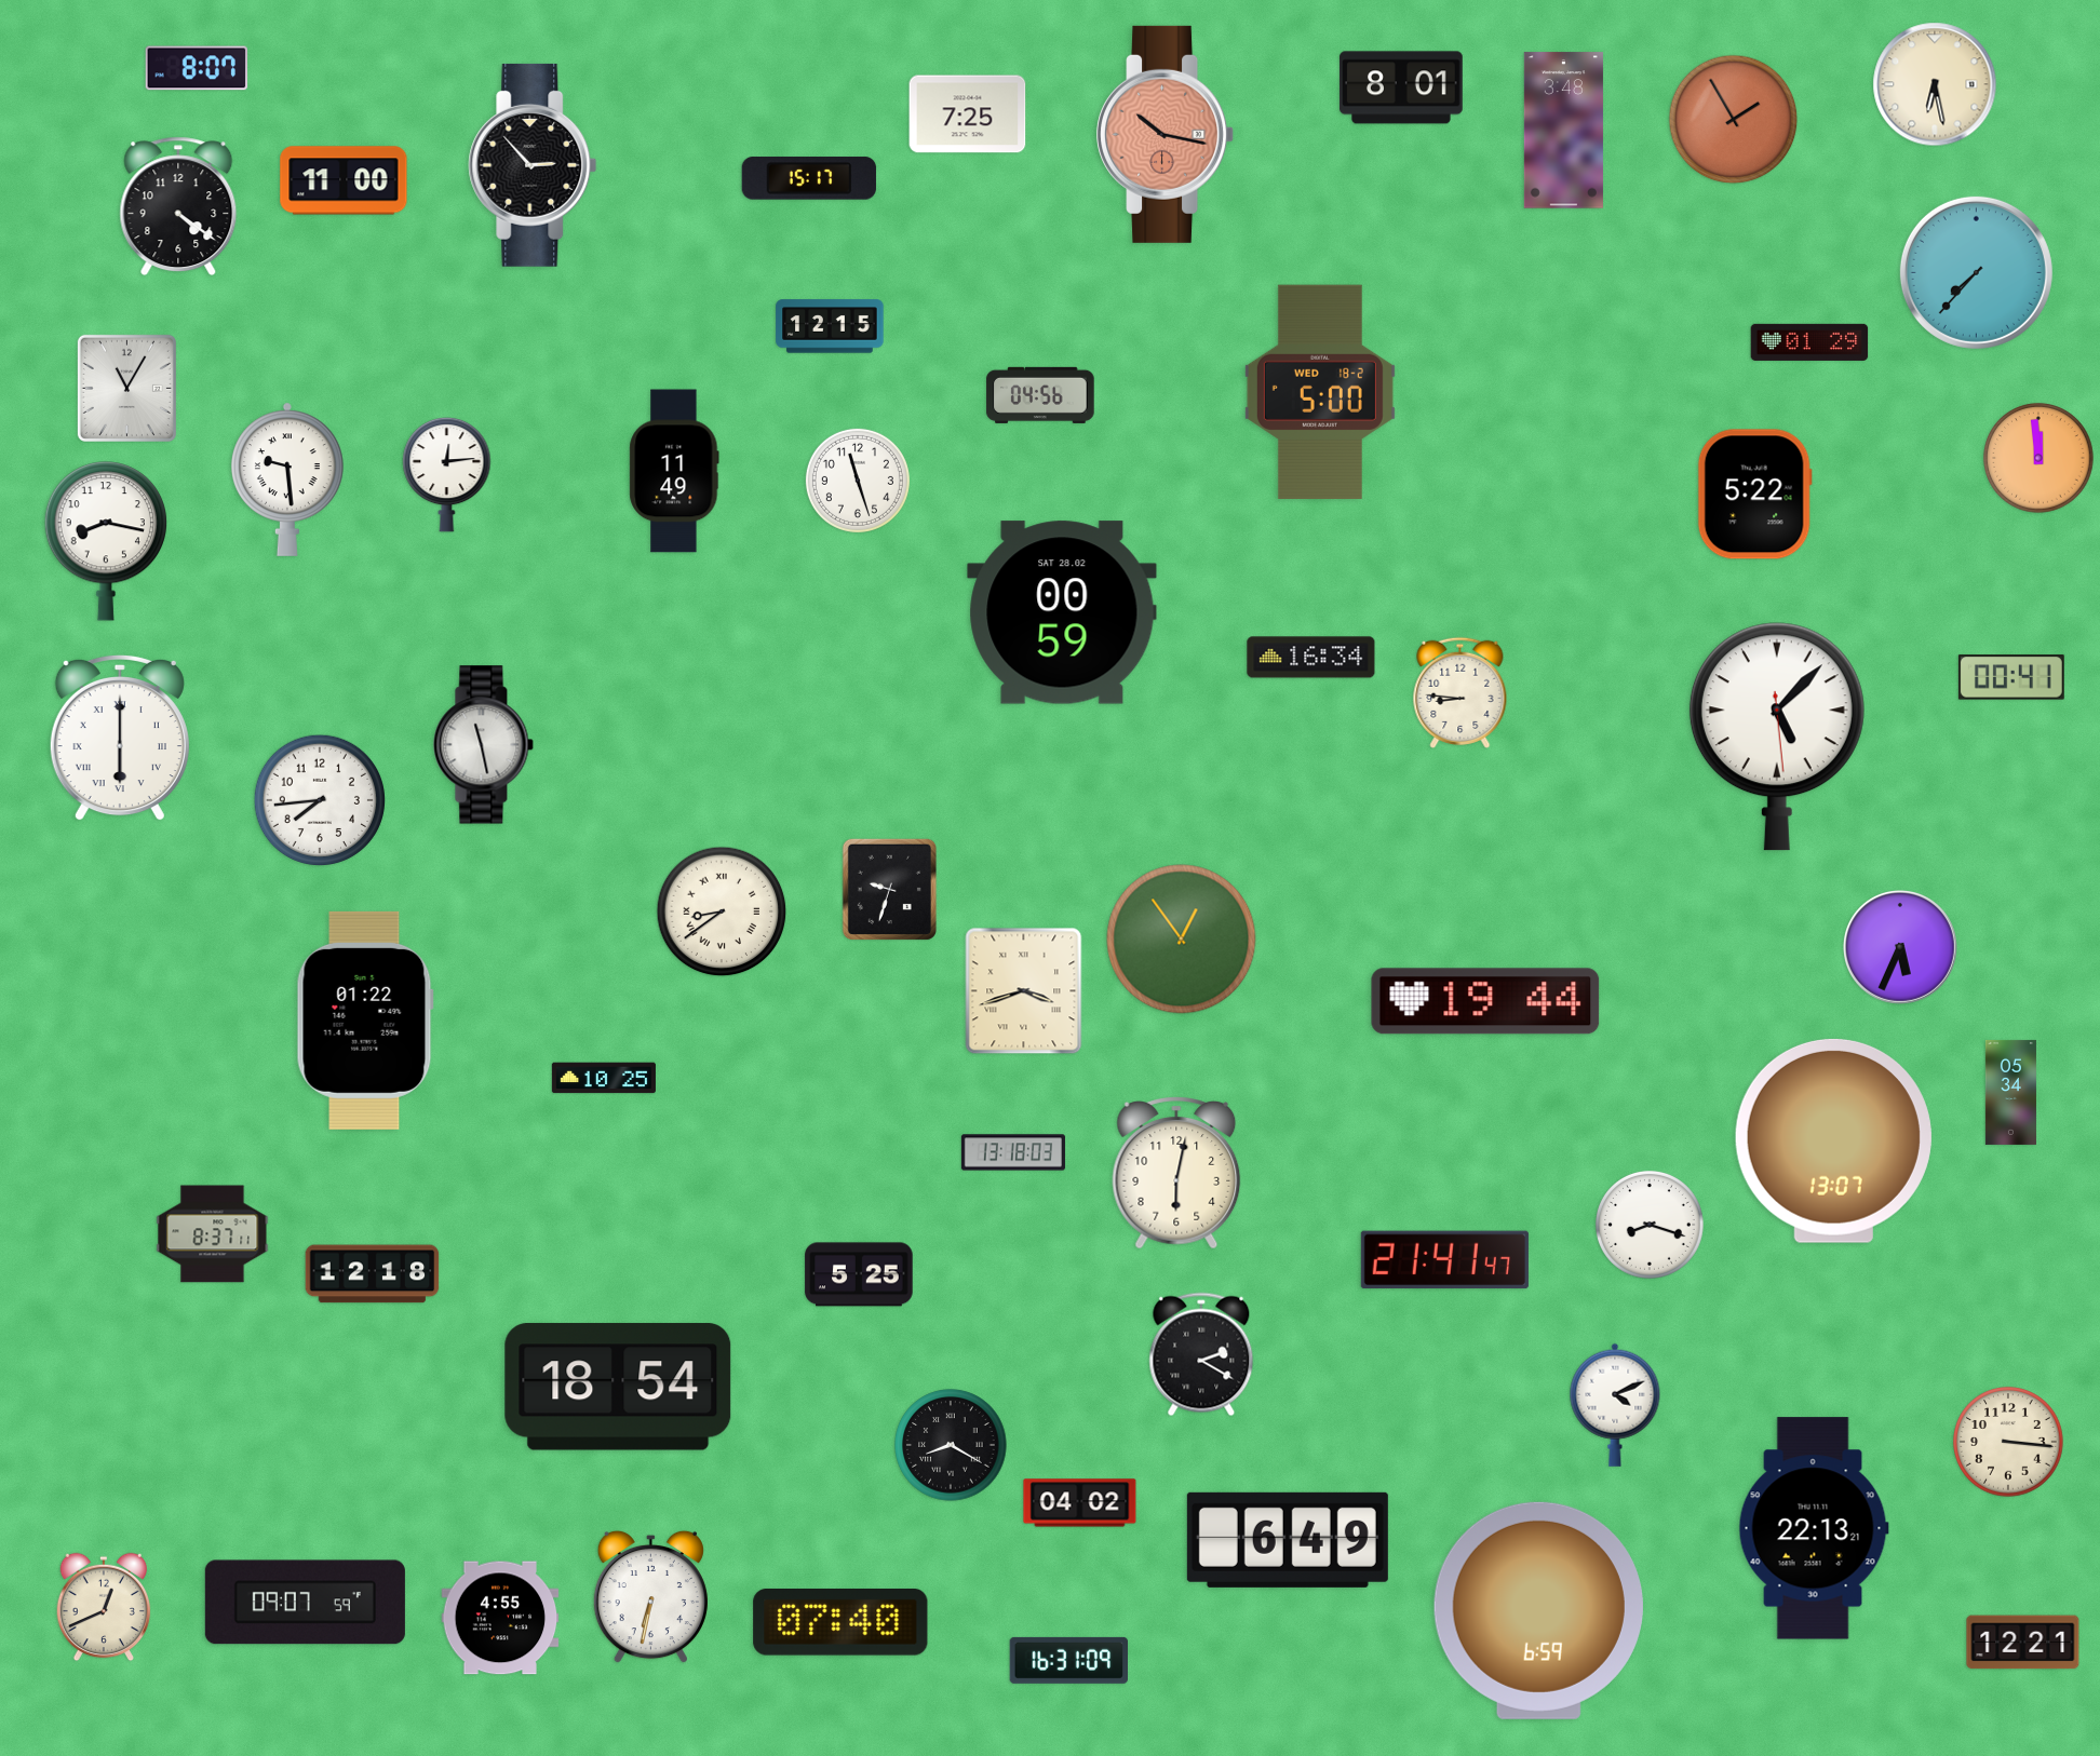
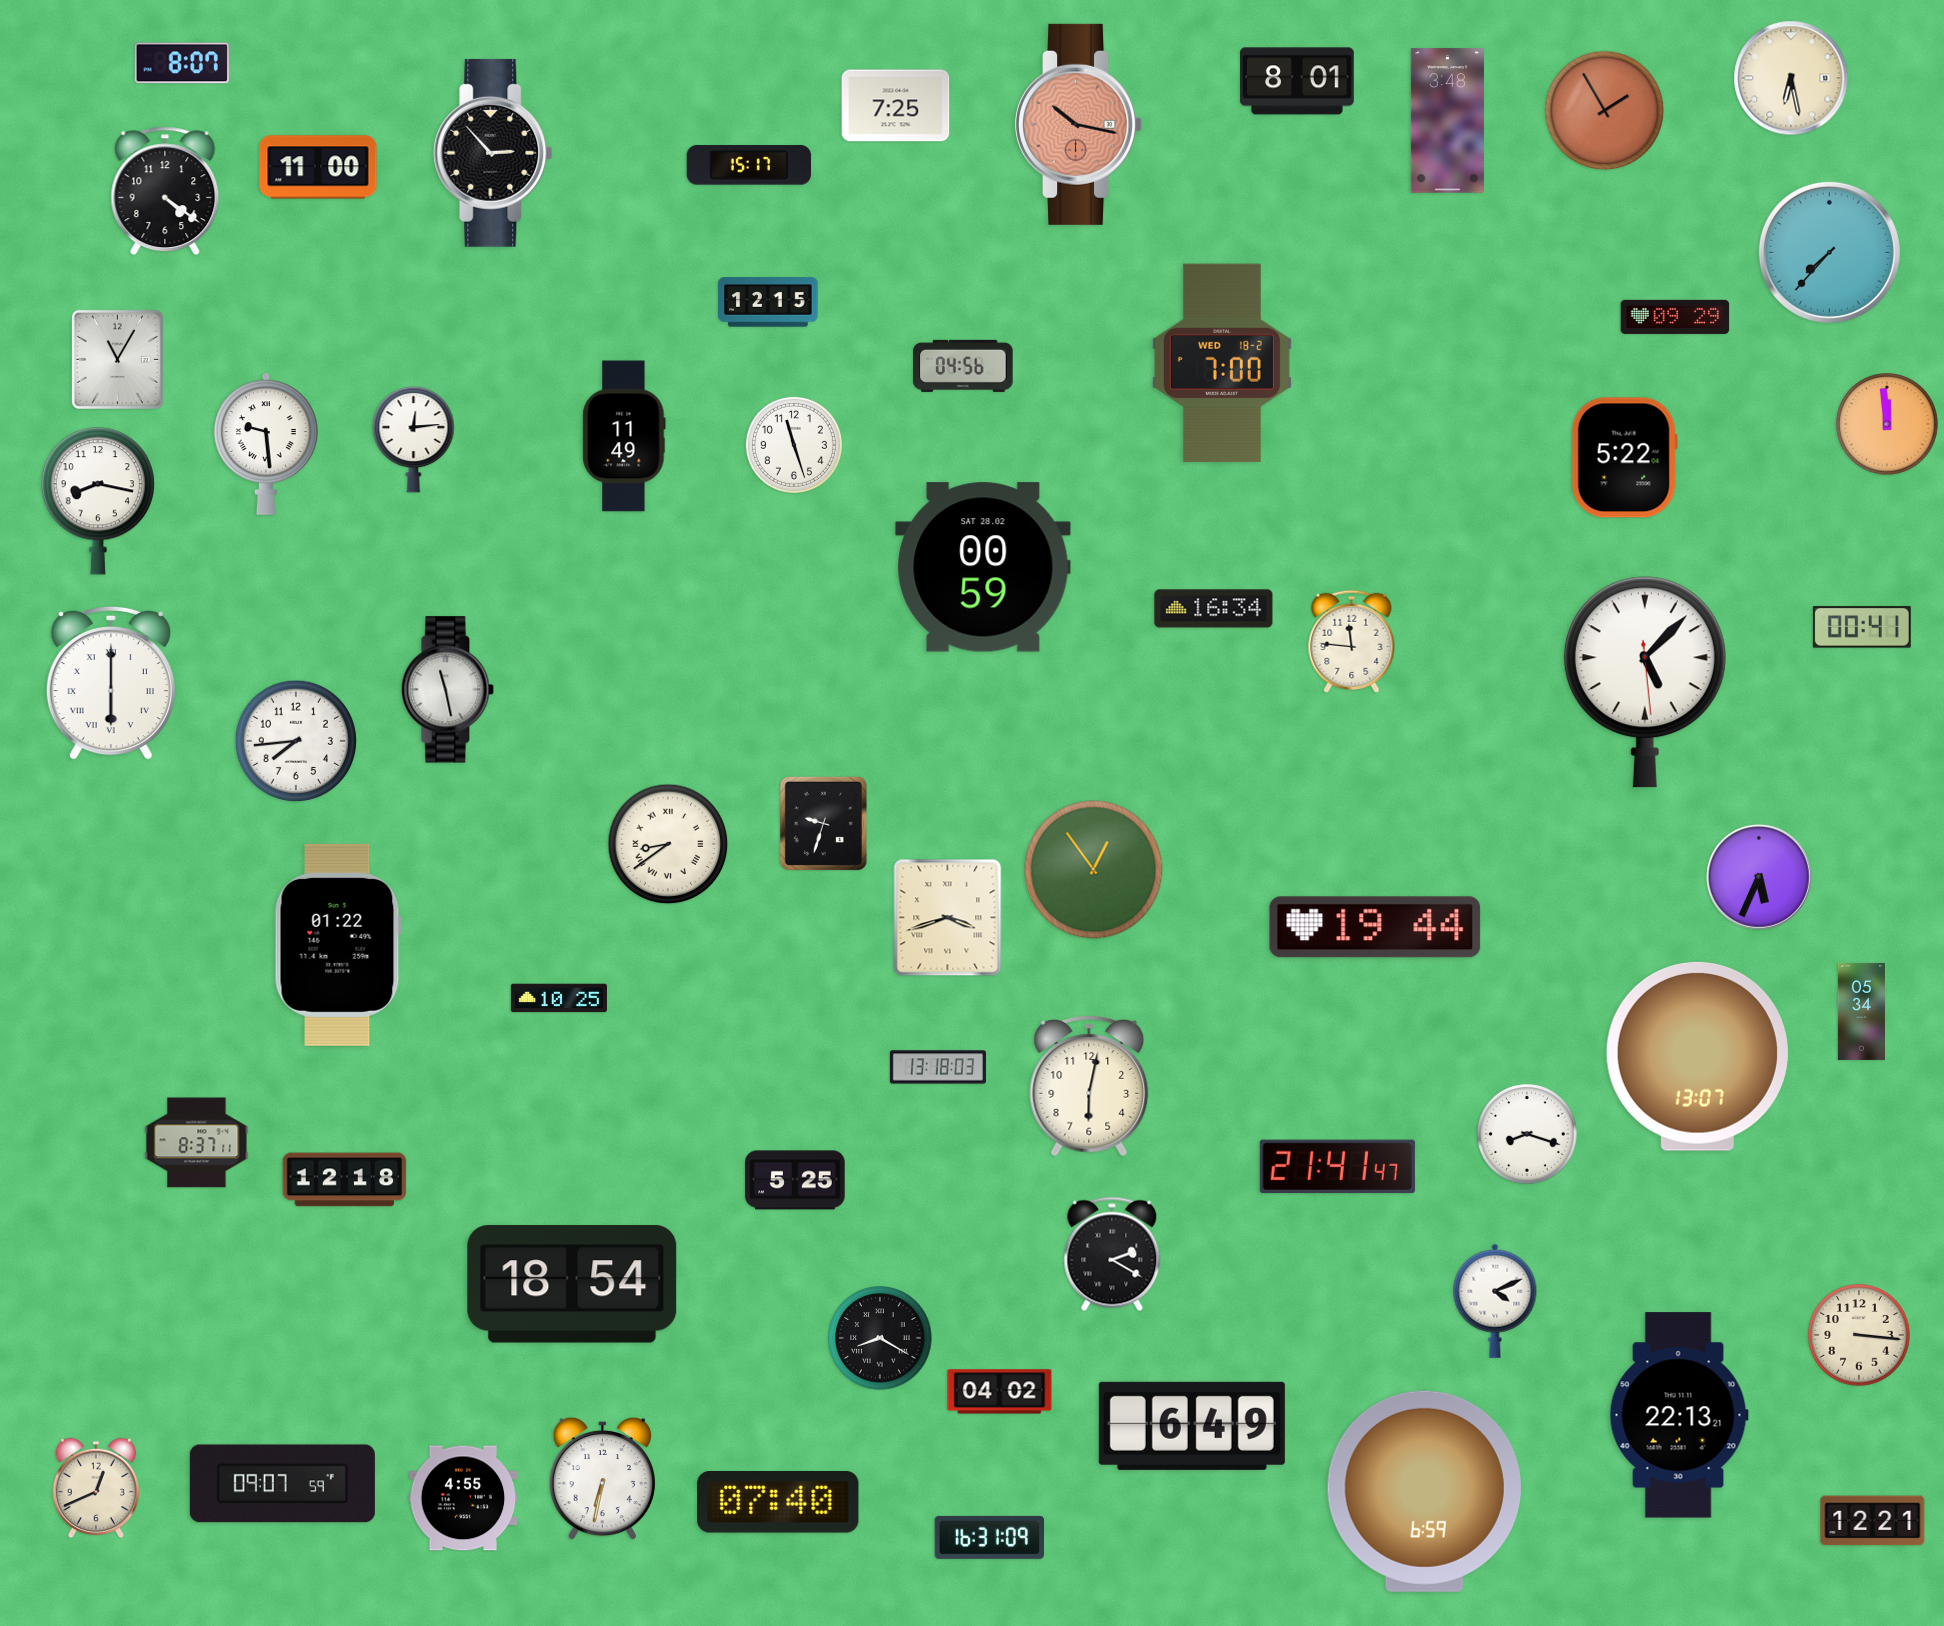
clock at (1809, 342): 01:29 -> 09:29
clock at (1320, 391): 5:00 -> 7:00
clock at (1460, 692): 8:46 -> 11:46
